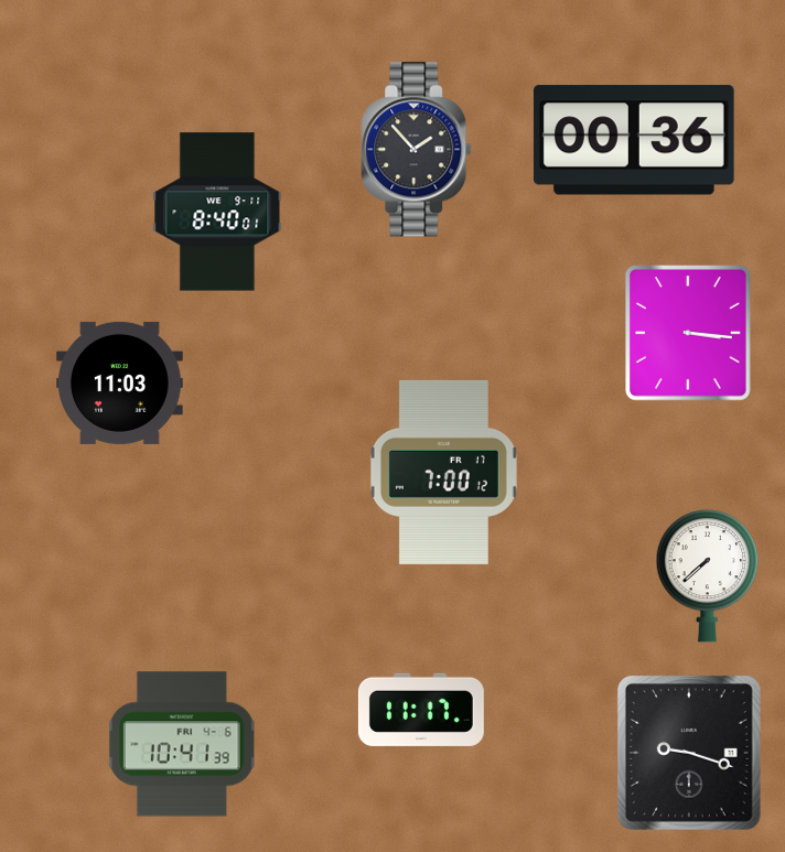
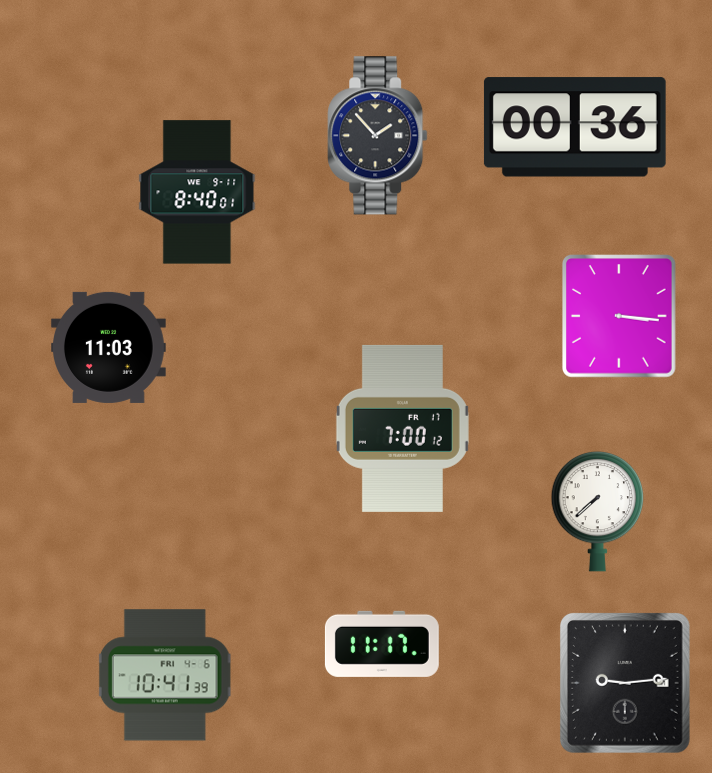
clock at (689, 333) position: (689, 333) -> (620, 316)
clock at (708, 575) position: (708, 575) -> (598, 511)
clock at (689, 753): 9:18 -> 9:14
